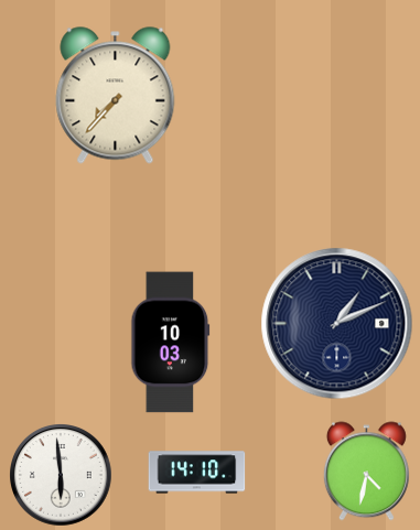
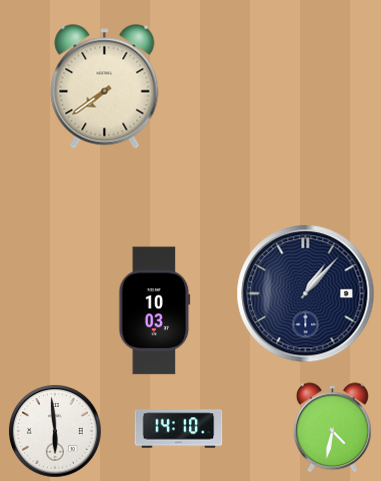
clock at (116, 96): 7:37 -> 7:39
clock at (337, 324): 1:11 -> 1:07
